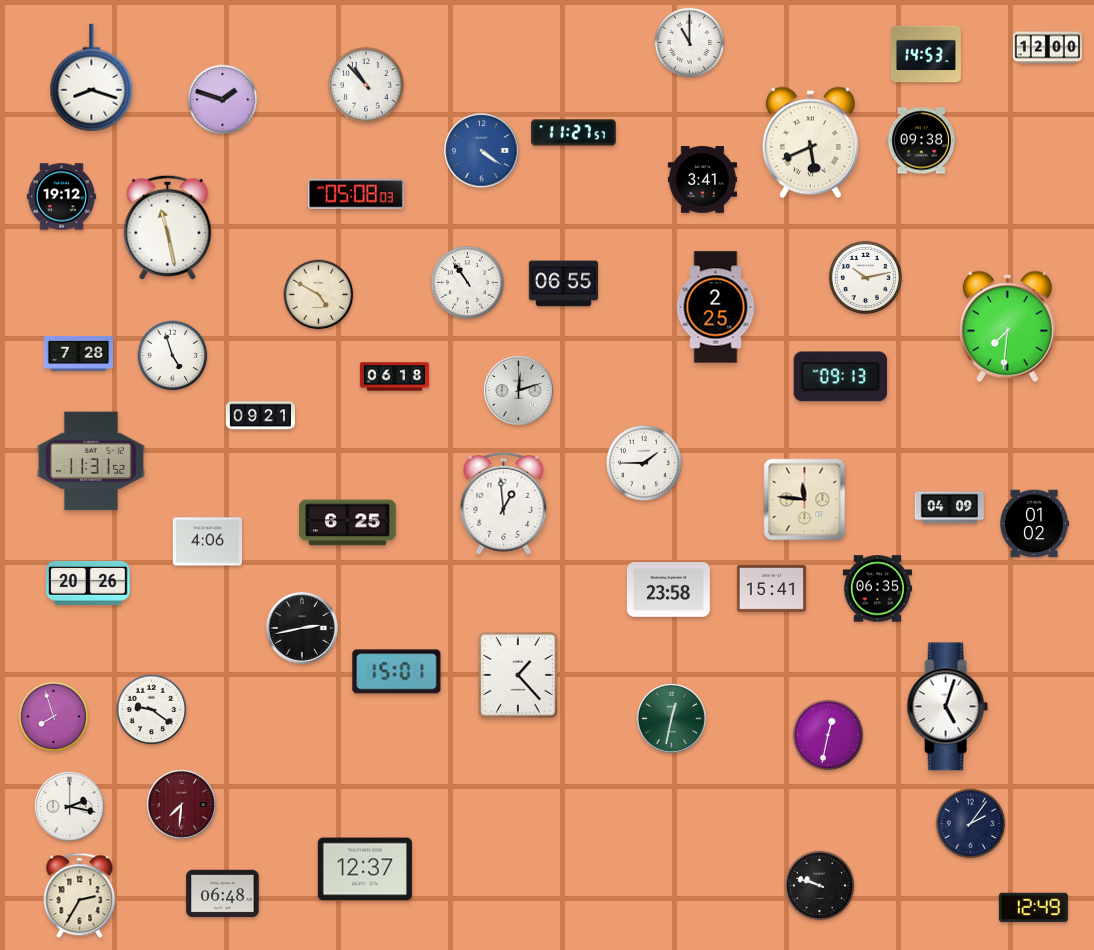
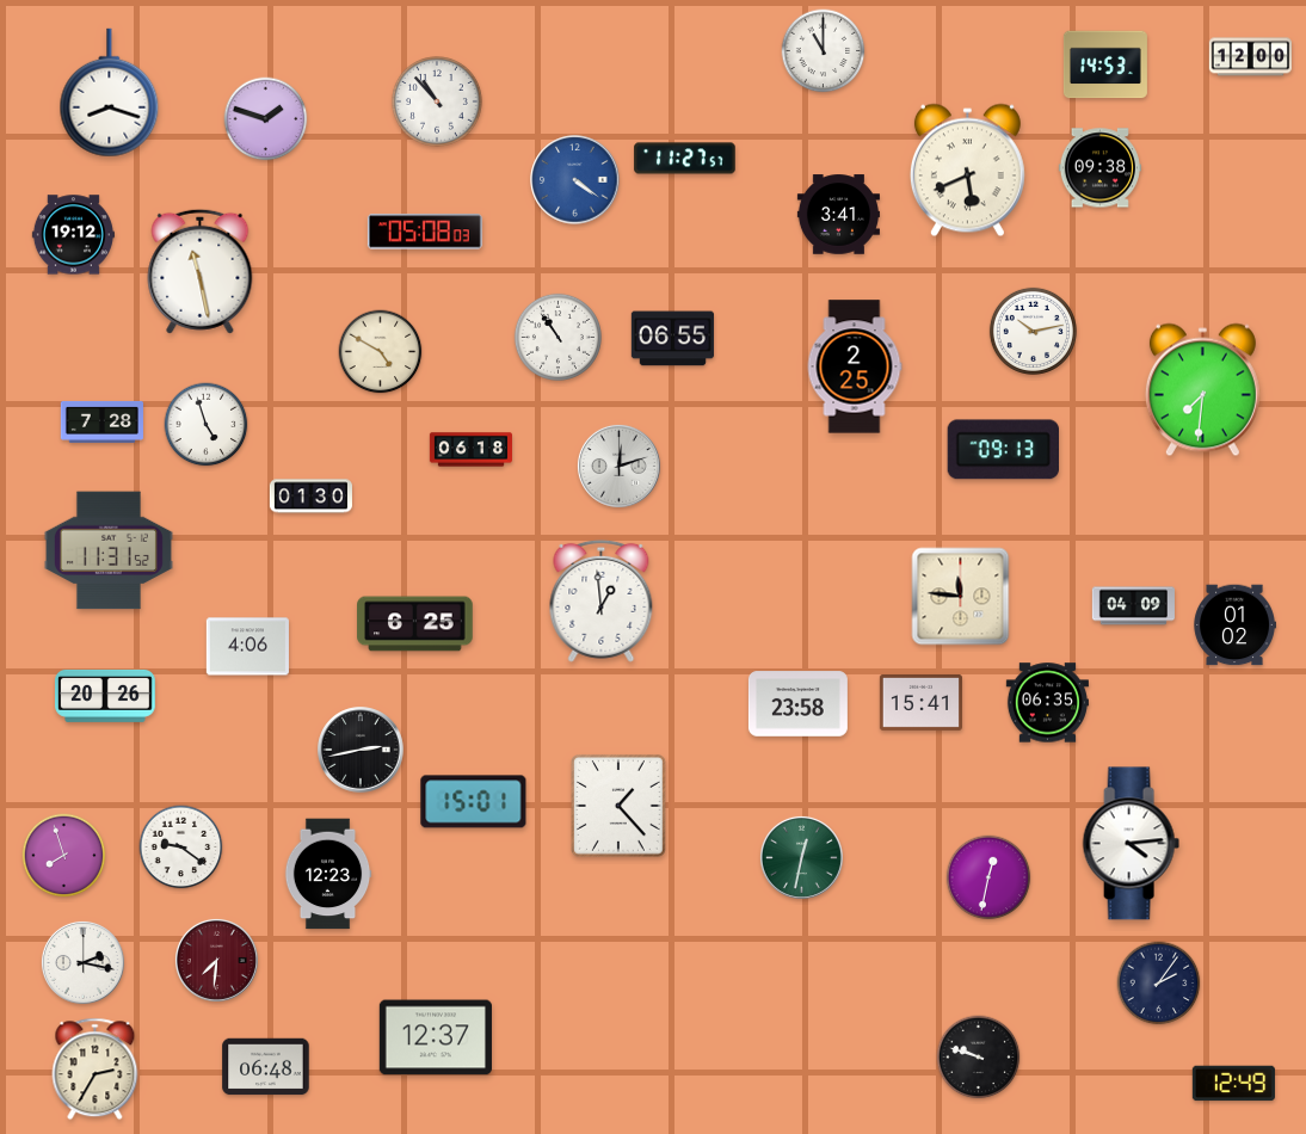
clock at (78, 353) position: (78, 353) -> (101, 421)
clock at (260, 416): 09:21 -> 01:30
clock at (645, 464): 1:45 -> none
clock at (947, 707): 5:03 -> 4:14
clock at (328, 874): none -> 12:23
